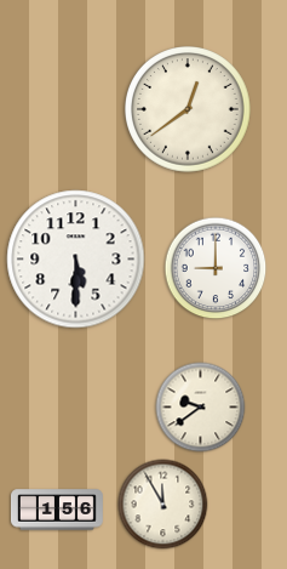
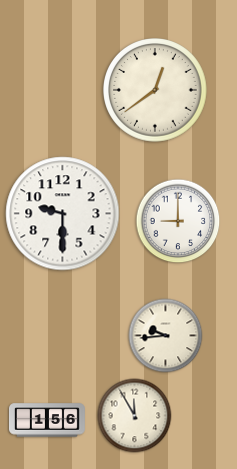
clock at (76, 260): 5:30 -> 9:30
clock at (201, 408): 9:39 -> 9:44
